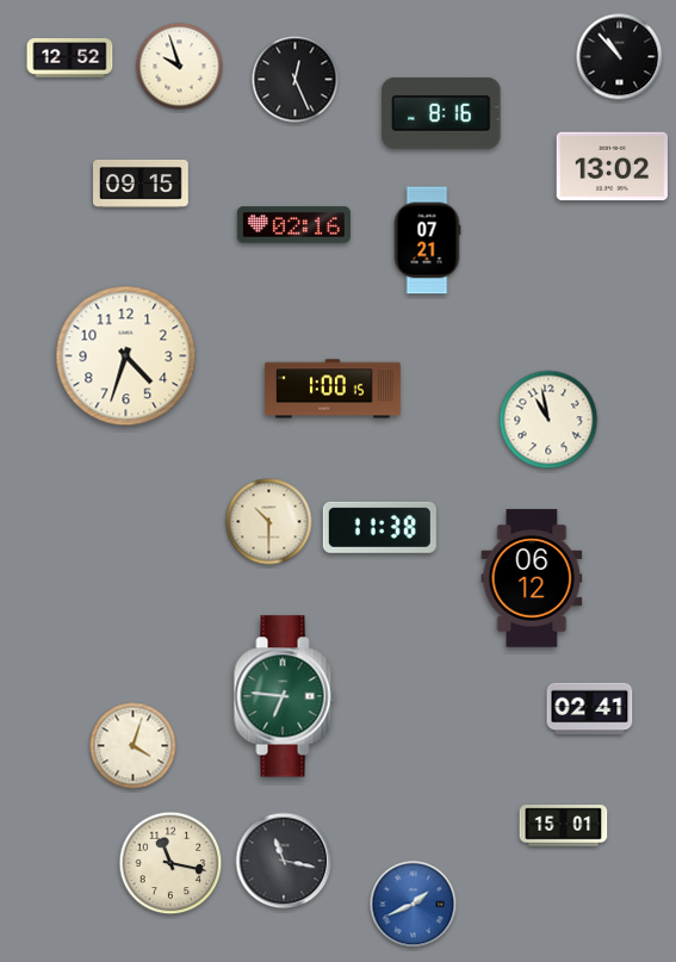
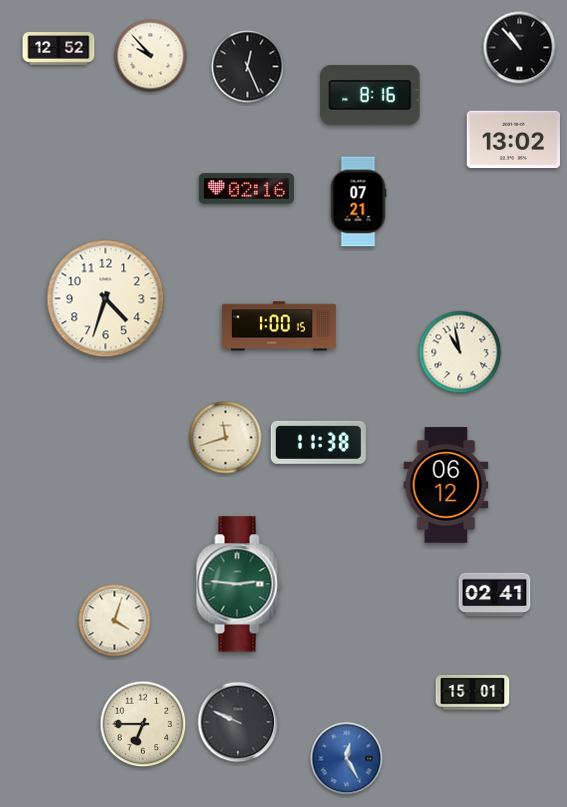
clock at (180, 67): 9:57 -> 9:53
clock at (142, 184): 09:15 -> none
clock at (269, 522): 10:30 -> 11:42
clock at (285, 696): 6:46 -> 2:46
clock at (134, 746) position: (134, 746) -> (115, 621)
clock at (284, 861): 11:17 -> 9:49
clock at (170, 863): 11:17 -> 6:45
clock at (414, 905): 1:41 -> 12:25
